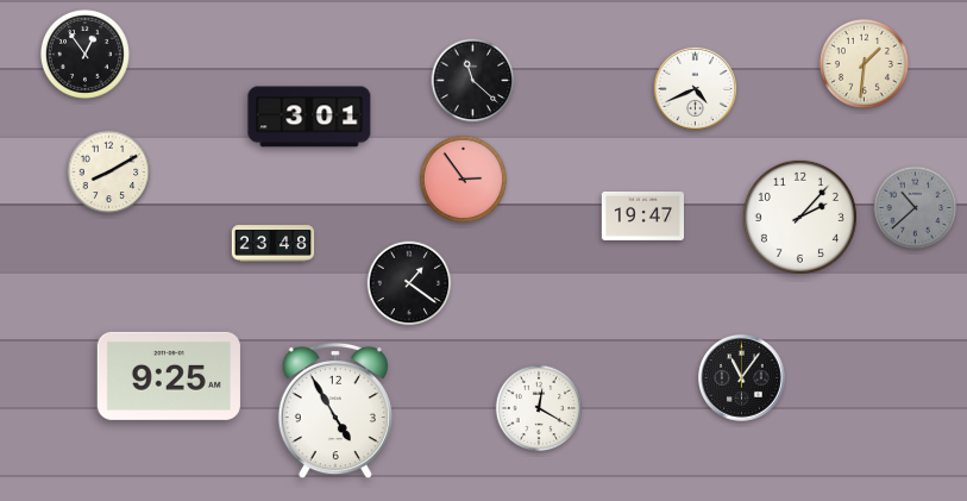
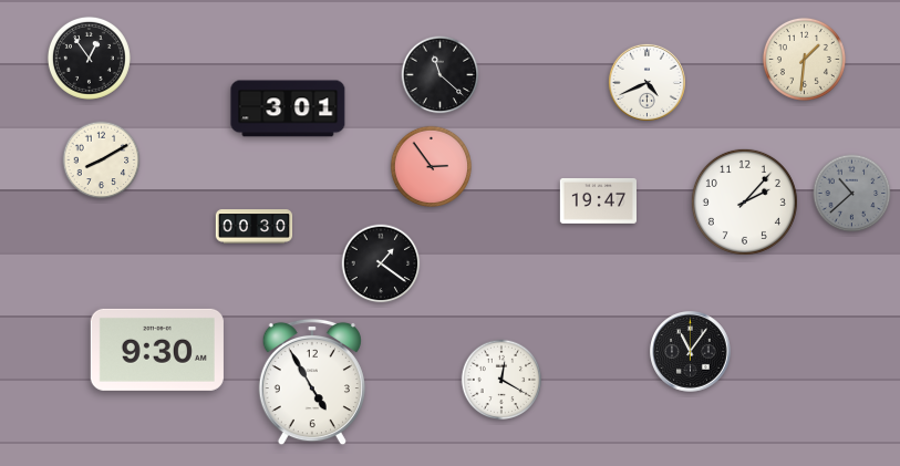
clock at (84, 54) position: (84, 54) -> (89, 58)
clock at (274, 244): 23:48 -> 00:30
clock at (169, 376): 9:25 -> 9:30
